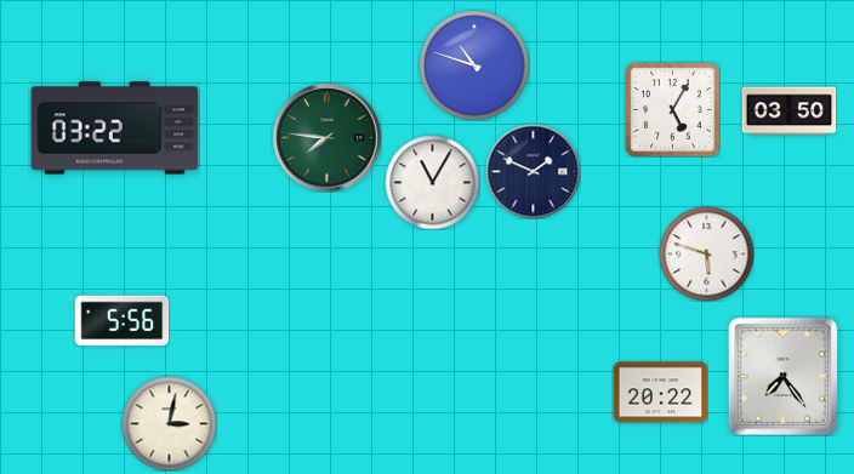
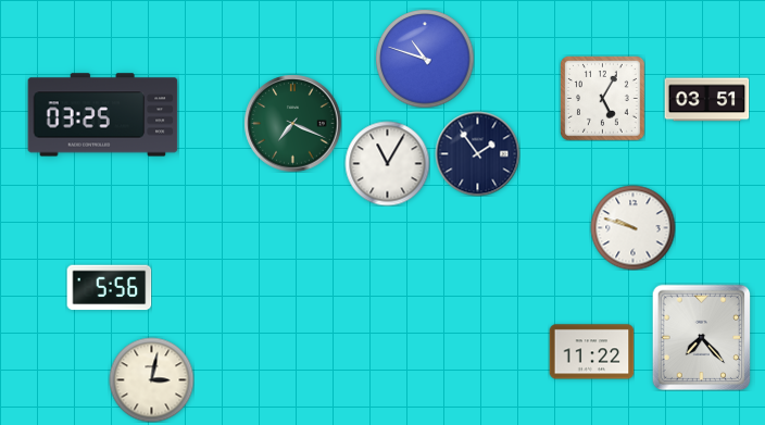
clock at (788, 112): 03:50 -> 03:51
clock at (115, 129): 03:22 -> 03:25
clock at (326, 137): 7:46 -> 7:19
clock at (533, 171): 1:49 -> 1:54
clock at (706, 253): 5:48 -> 9:48
clock at (784, 376): 7:24 -> 7:23
clock at (660, 393): 20:22 -> 11:22
